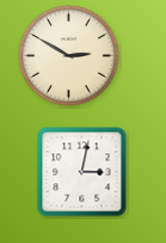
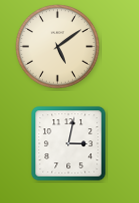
clock at (69, 56): 2:50 -> 5:09
